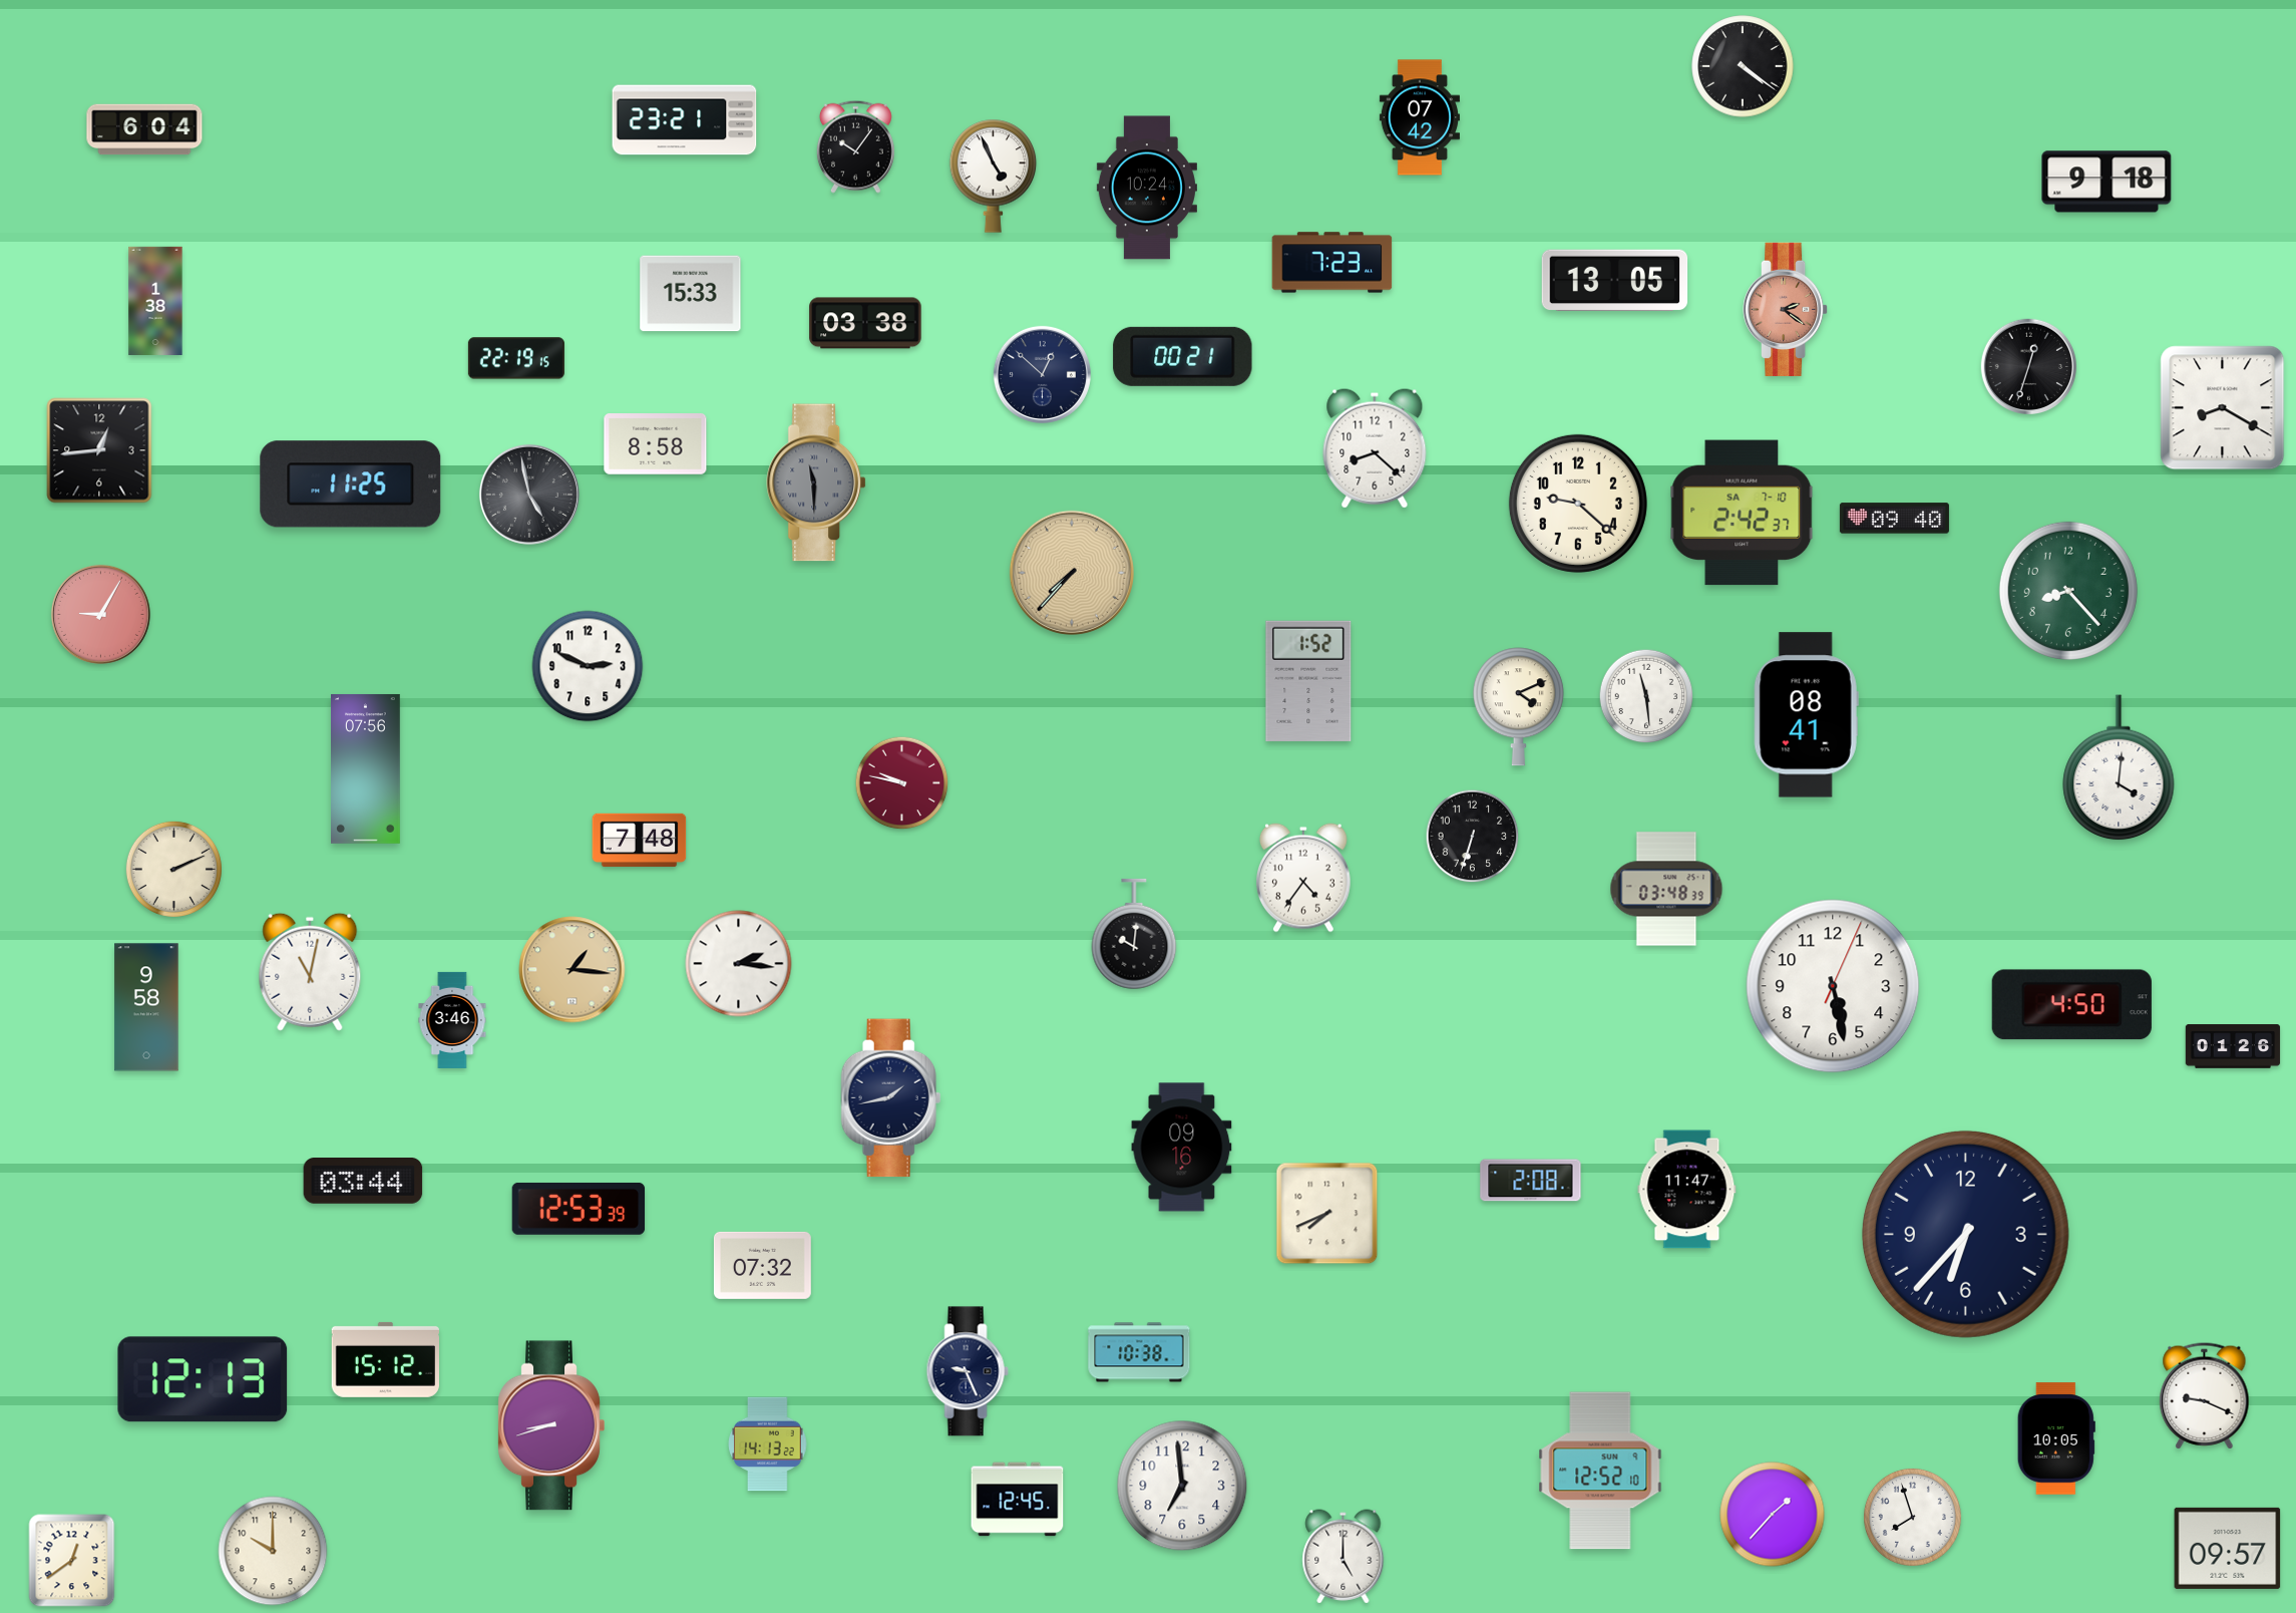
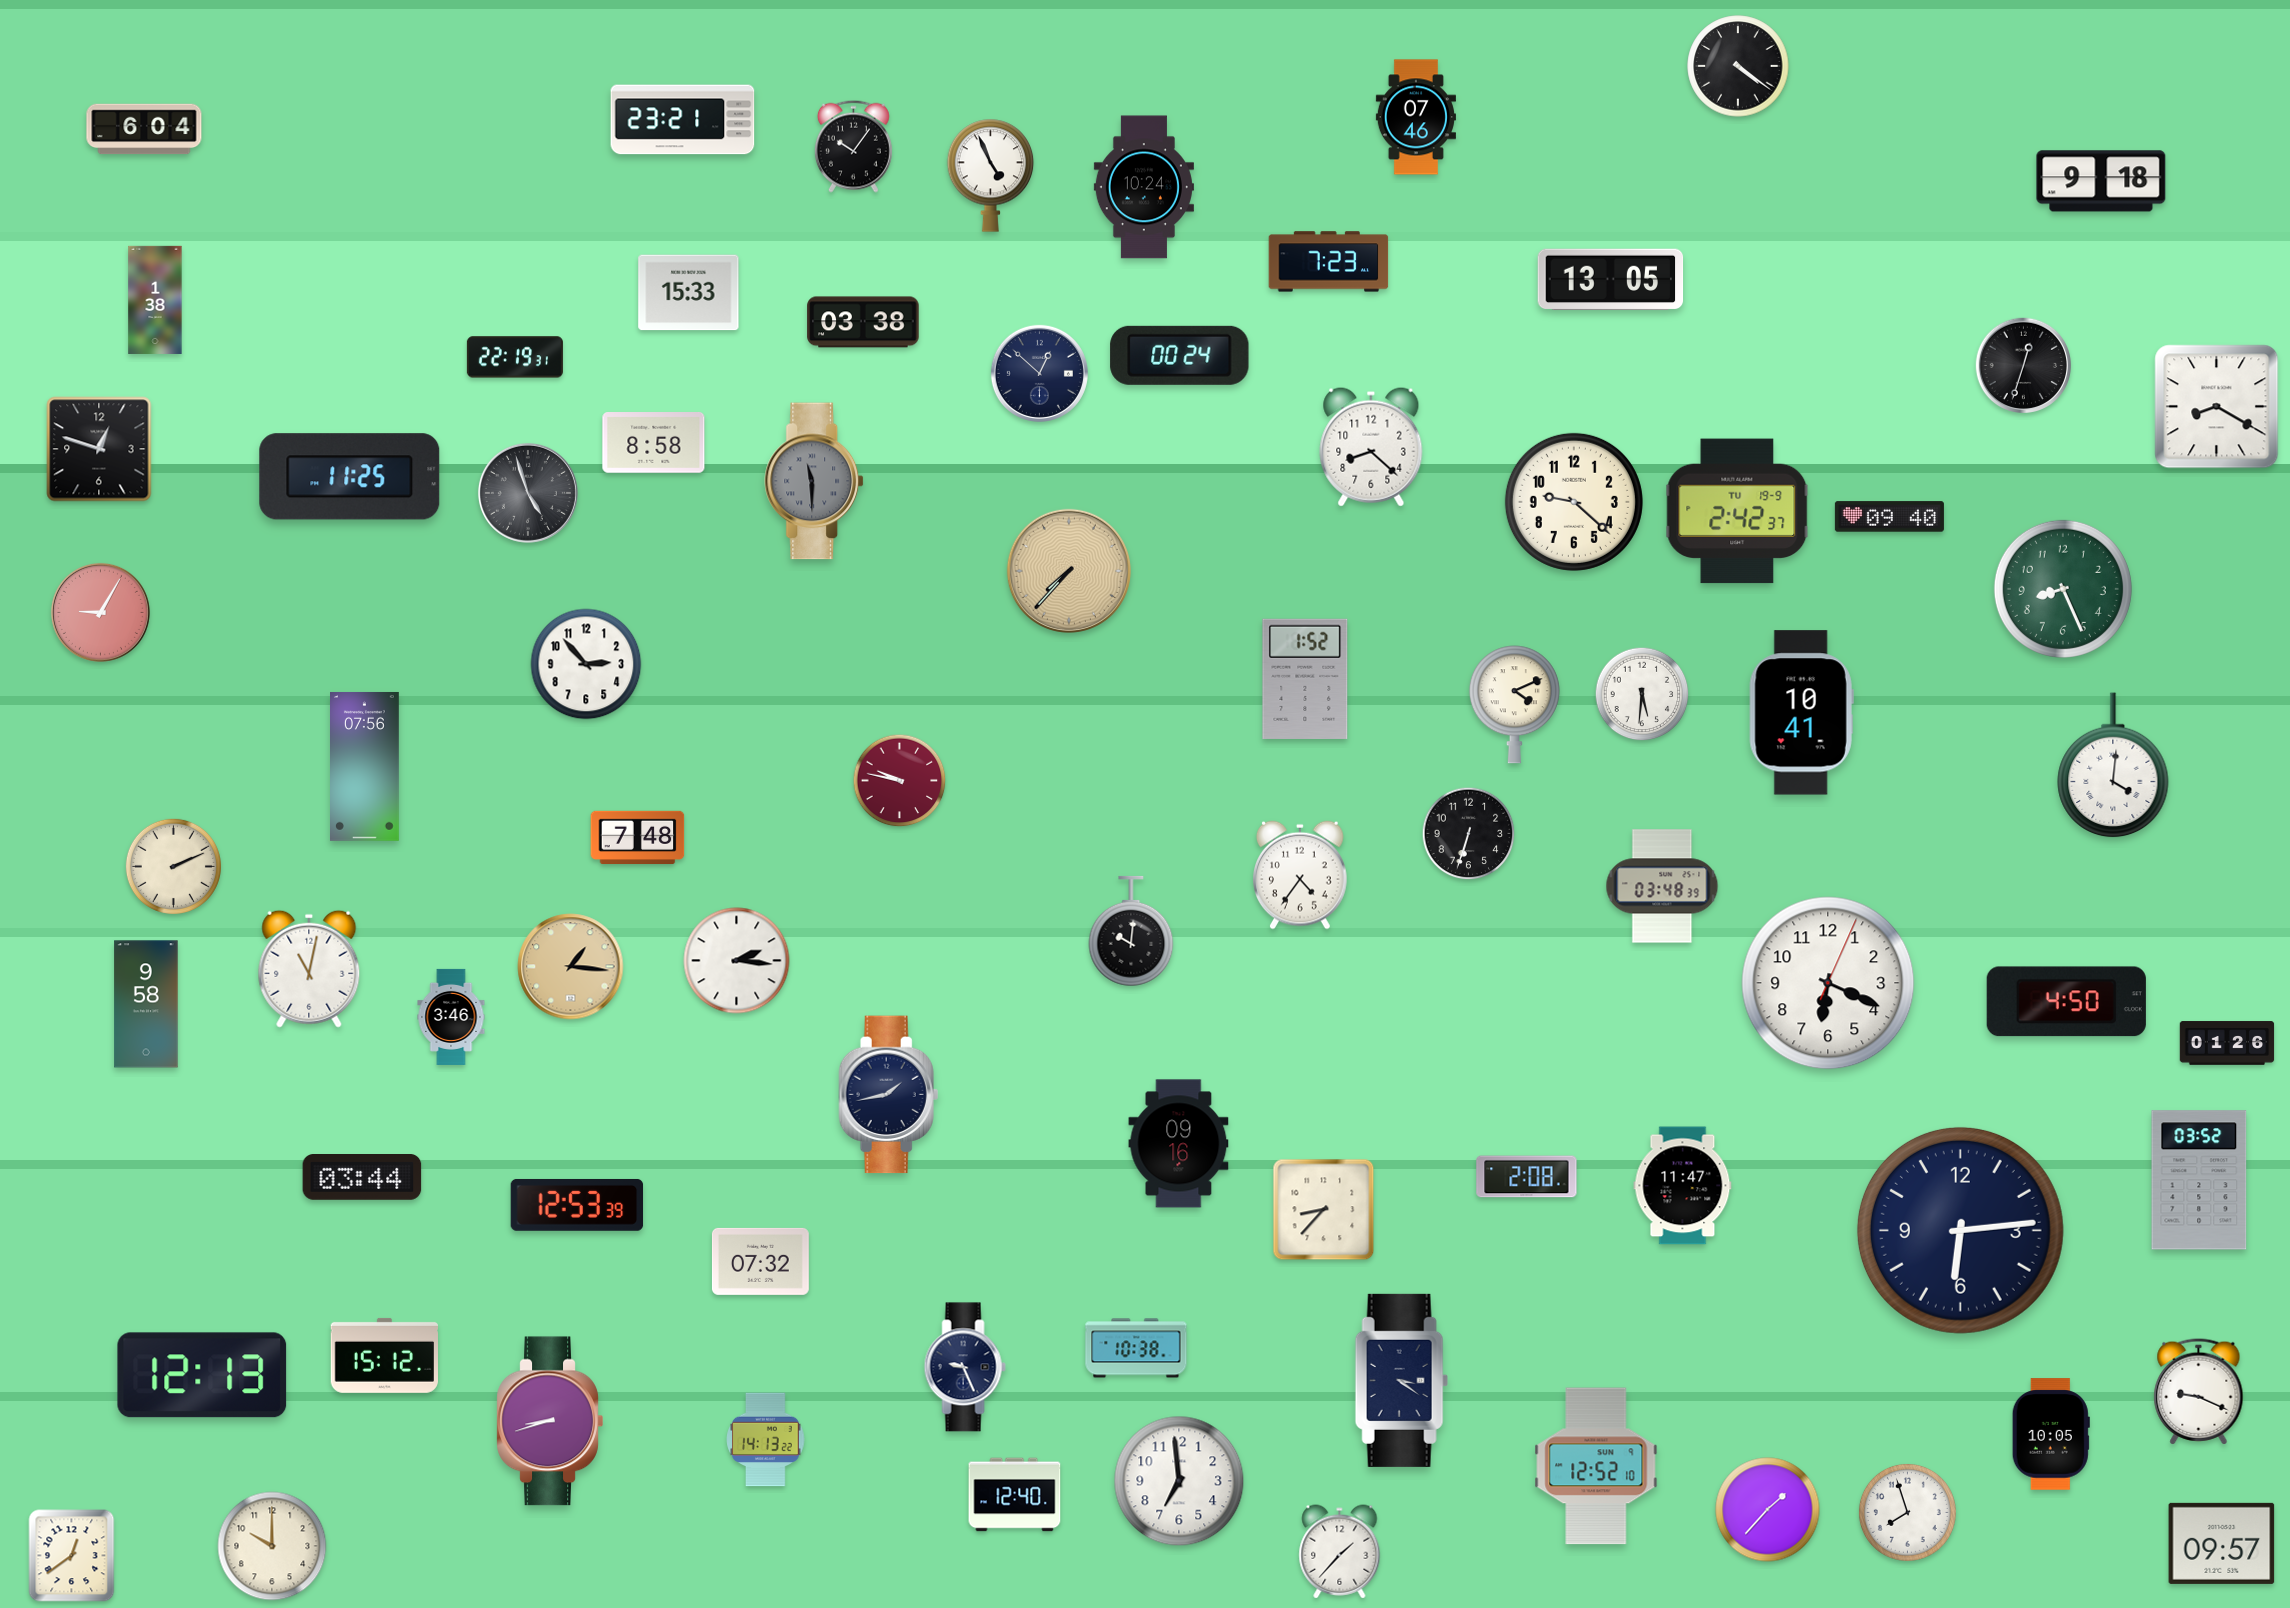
clock at (1420, 117): 07:42 -> 07:46
clock at (1786, 309): 2:21 -> none
clock at (1183, 356): 00:21 -> 00:24
clock at (516, 358): 22:19:15 -> 22:19:31
clock at (99, 450): 12:44 -> 12:48
clock at (351, 485) position: (351, 485) -> (350, 477)
clock at (529, 495): 4:58 -> 4:57
clock at (1742, 513) date: SA 7-10 -> TU 19-9
clock at (2068, 591): 8:23 -> 8:26
clock at (588, 666): 2:49 -> 2:53
clock at (1646, 696): 11:29 -> 5:31
clock at (1806, 715): 08:41 -> 10:41
clock at (1833, 986): 5:28 -> 6:19
clock at (2199, 1180): none -> 03:52
clock at (1327, 1214): 7:41 -> 8:37
clock at (1965, 1234): 6:37 -> 6:14
clock at (1401, 1380): none -> 3:21
clock at (1018, 1500): 12:45 -> 12:40
clock at (1344, 1557): 5:00 -> 1:37
